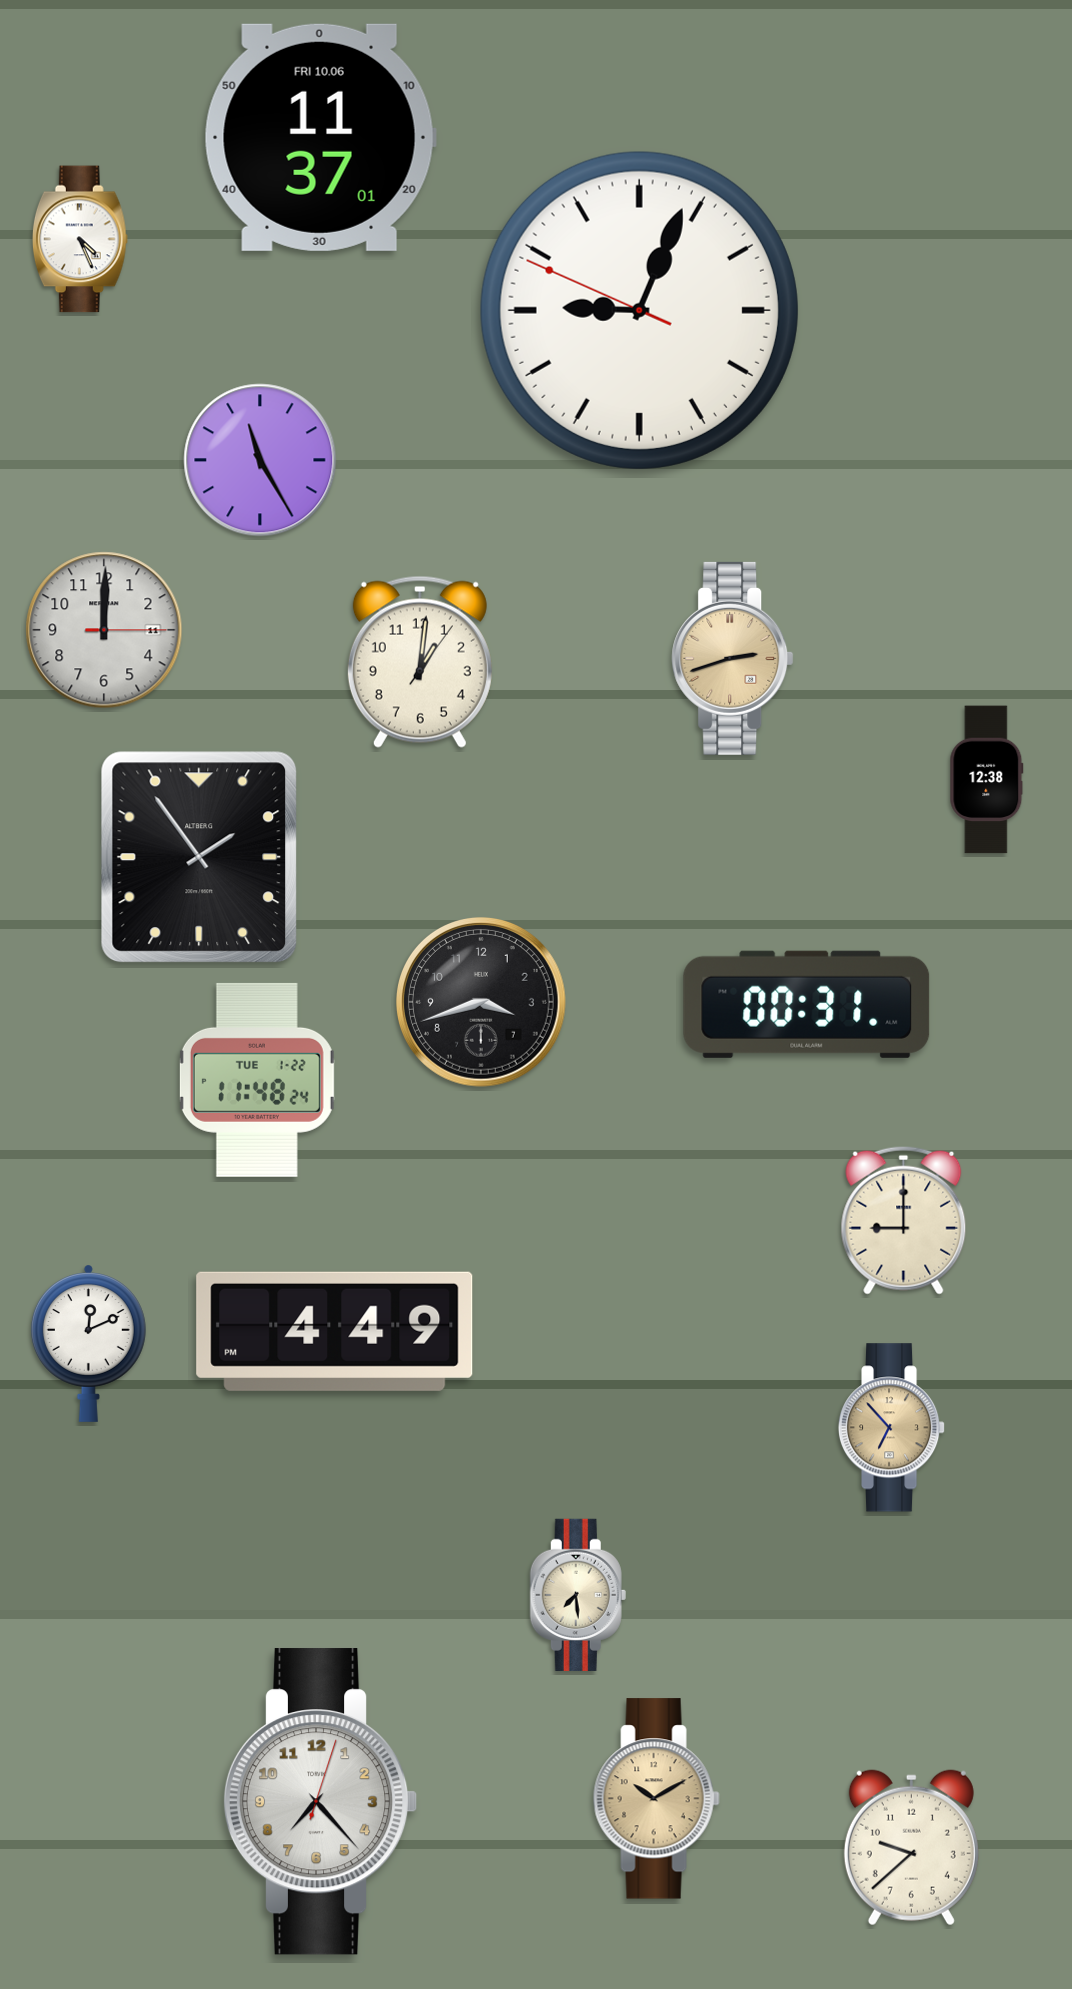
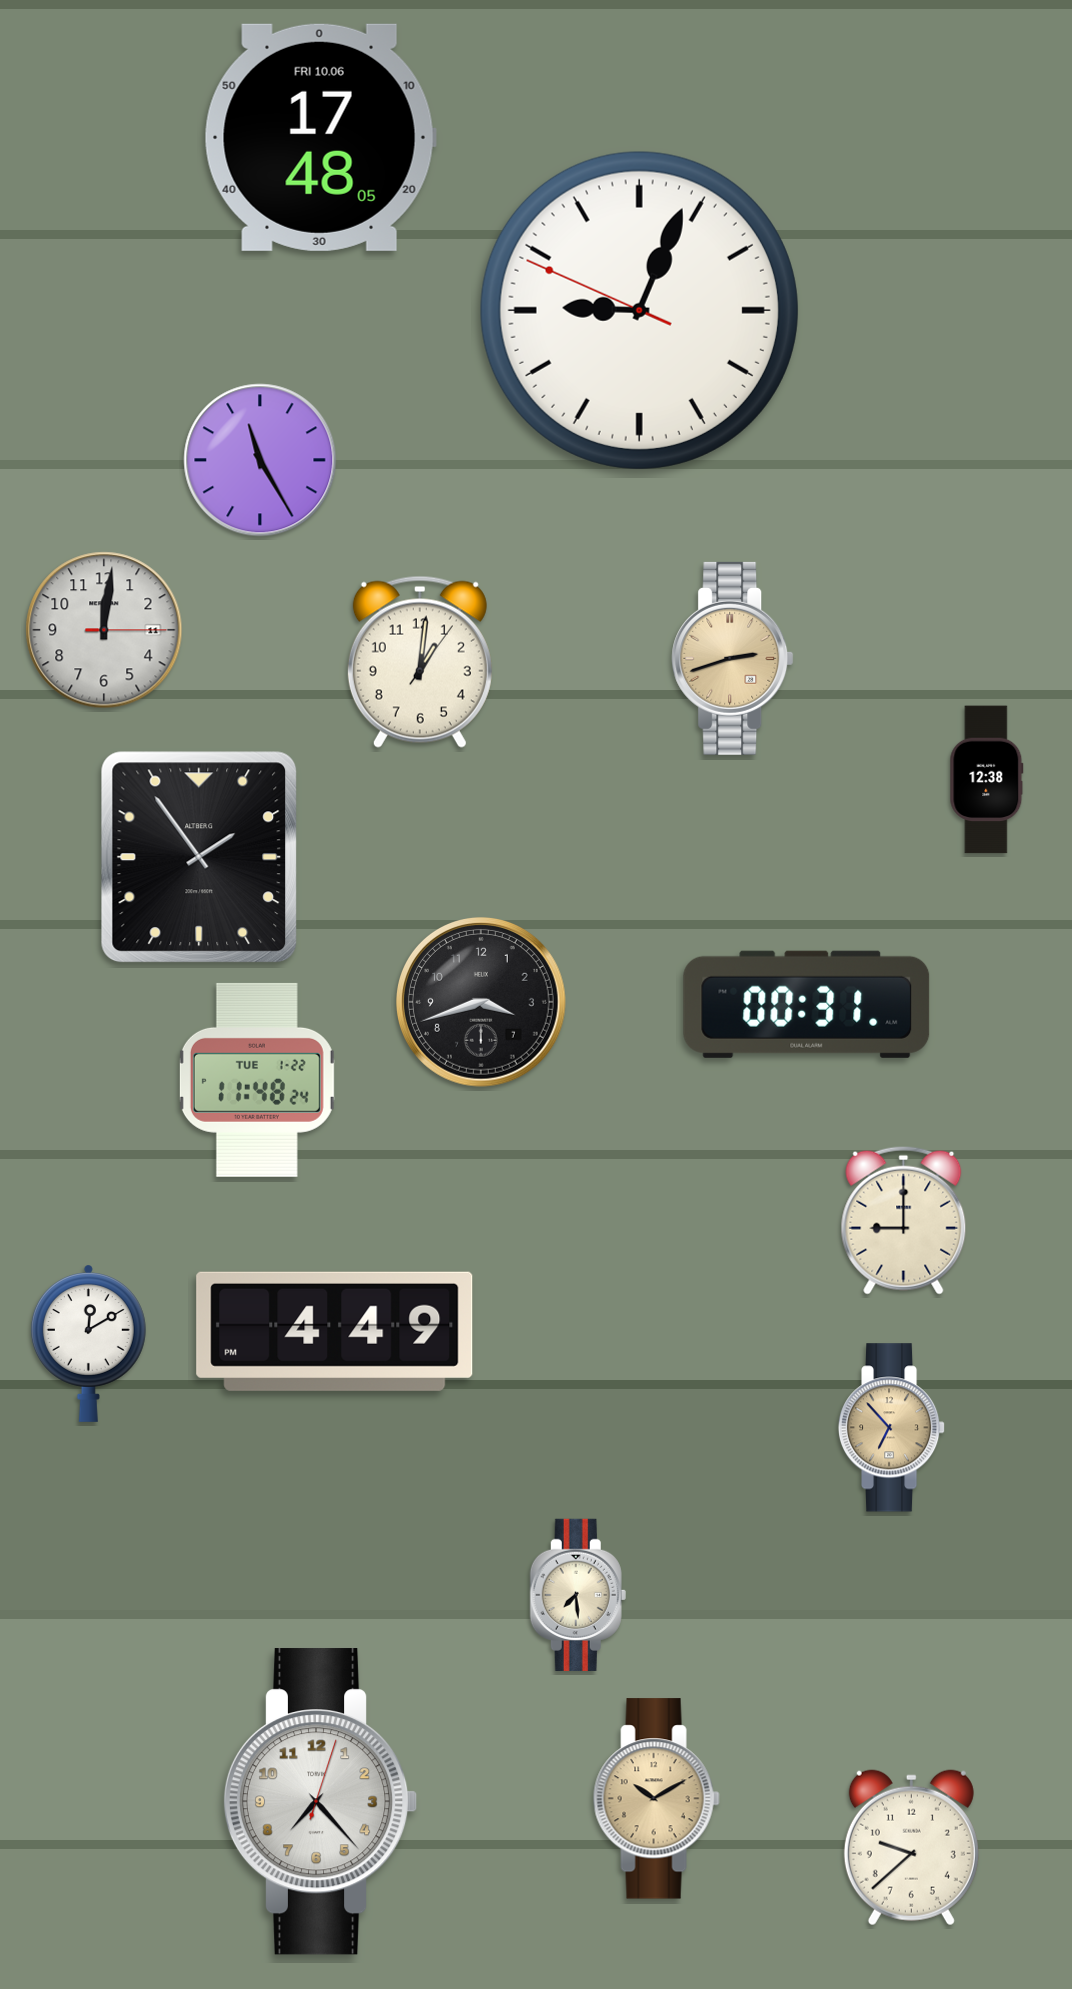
clock at (320, 137): 11:37 -> 17:48
clock at (80, 239): 4:26 -> none
clock at (104, 630): 12:00 -> 12:01
clock at (88, 1344): 12:11 -> 12:10
